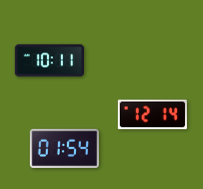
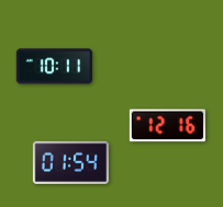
clock at (152, 115): 12:14 -> 12:16
